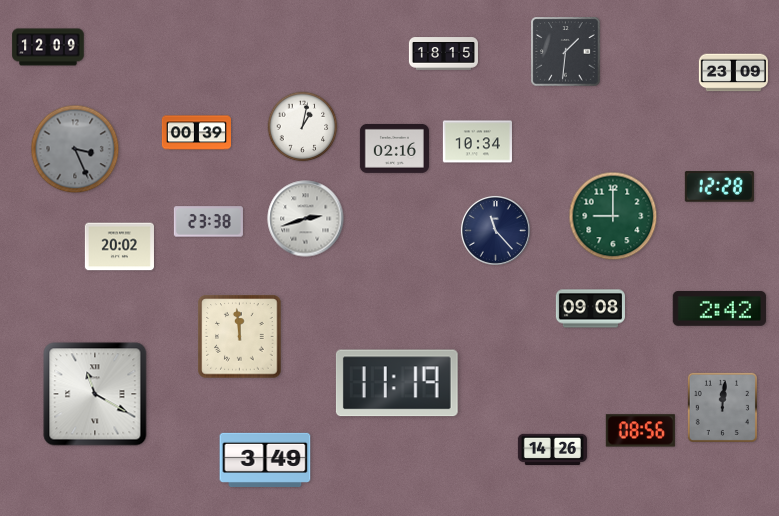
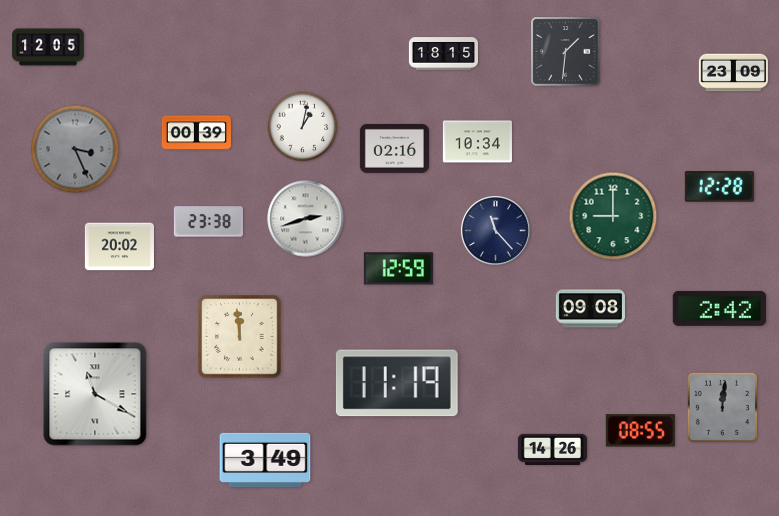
clock at (48, 47): 12:09 -> 12:05
clock at (398, 269): none -> 12:59
clock at (640, 431): 08:56 -> 08:55
